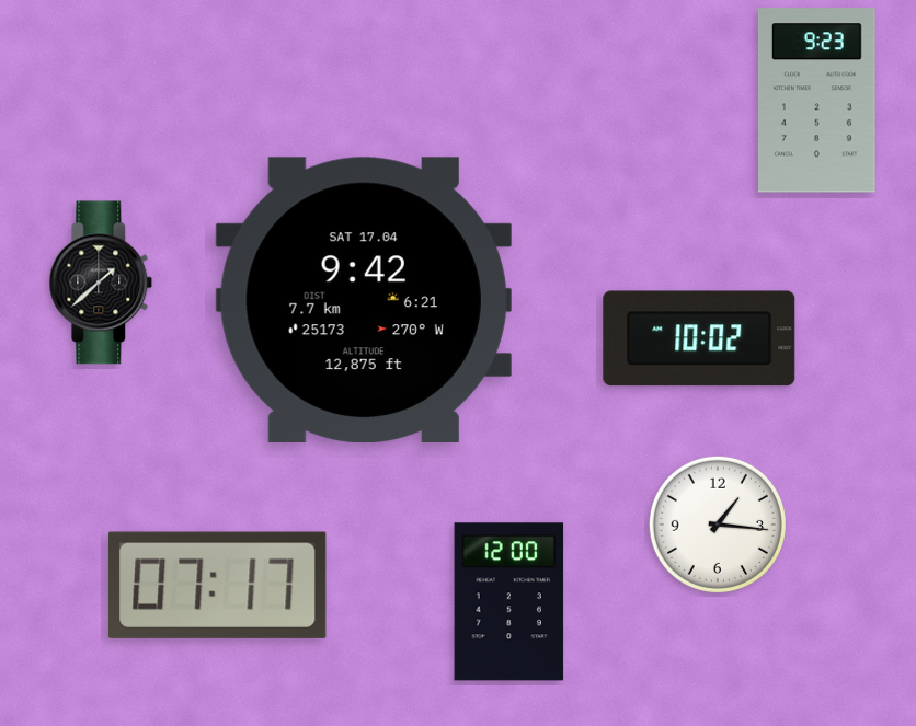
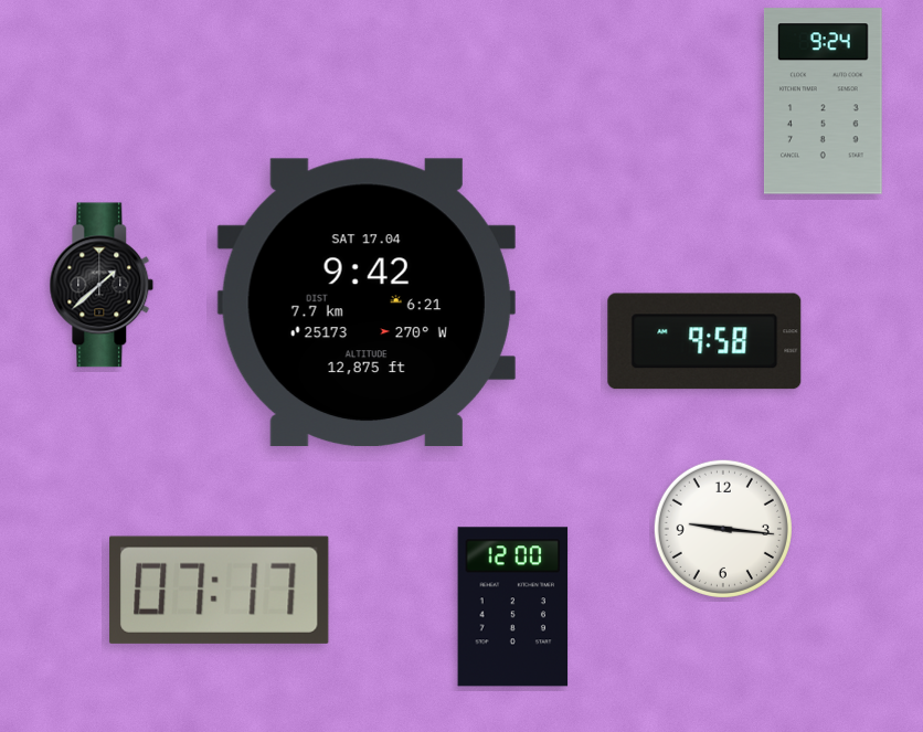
clock at (816, 101): 9:23 -> 9:24
clock at (699, 338): 10:02 -> 9:58
clock at (718, 525): 1:16 -> 9:16
